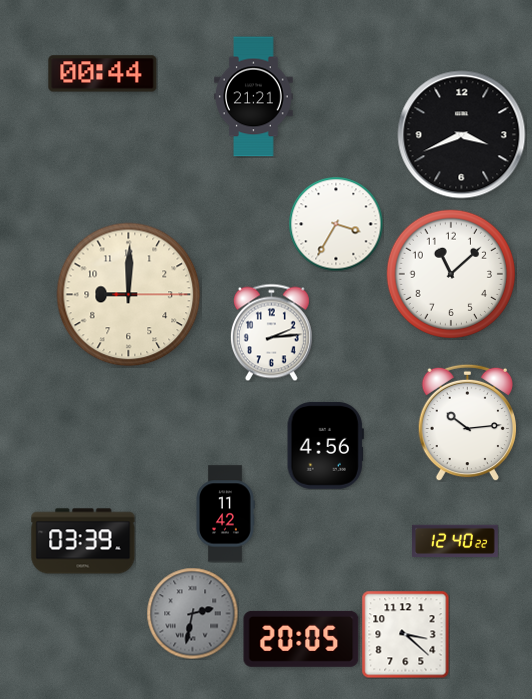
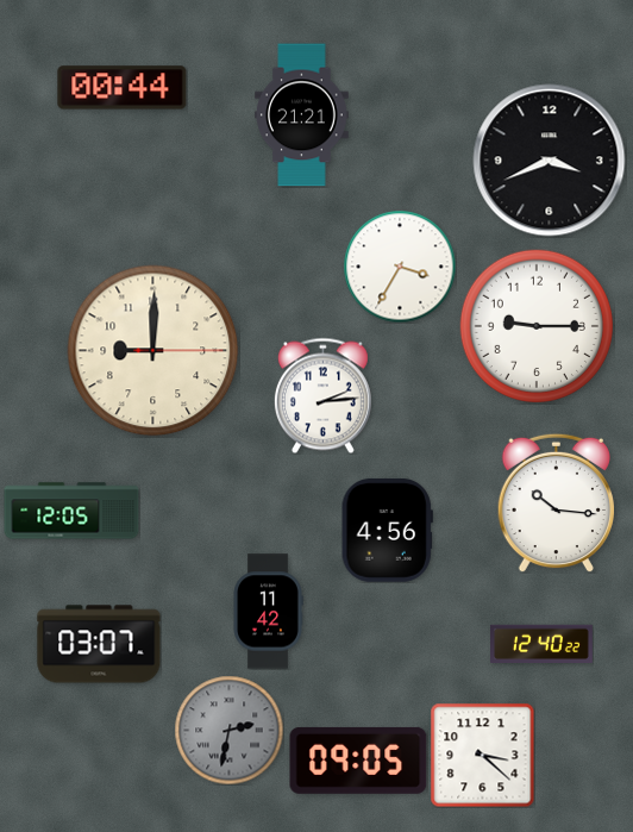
clock at (450, 273): 11:08 -> 9:15
clock at (467, 422): 10:14 -> 10:16
clock at (71, 511): none -> 12:05
clock at (83, 541): 03:39 -> 03:07
clock at (301, 639): 20:05 -> 09:05
